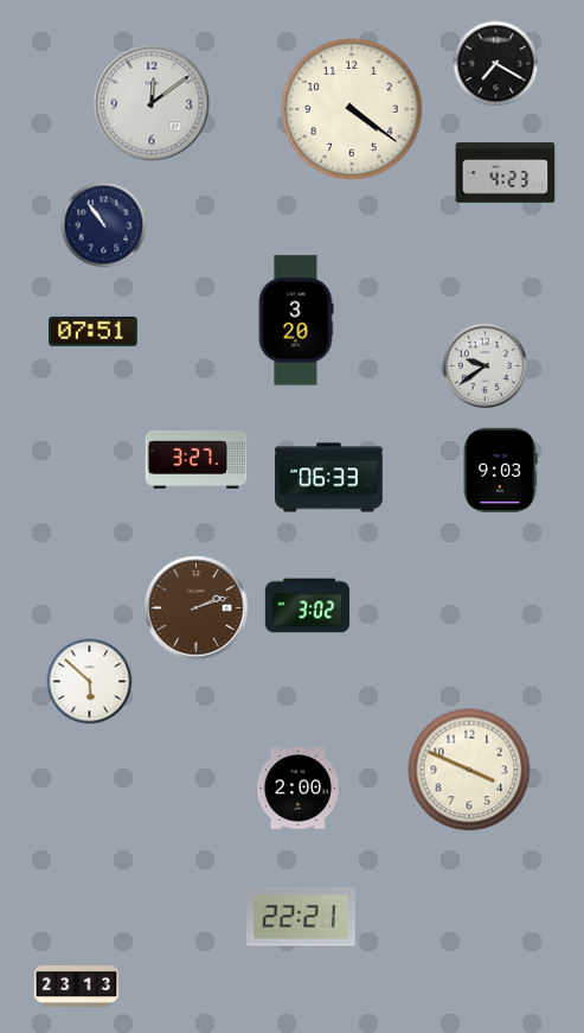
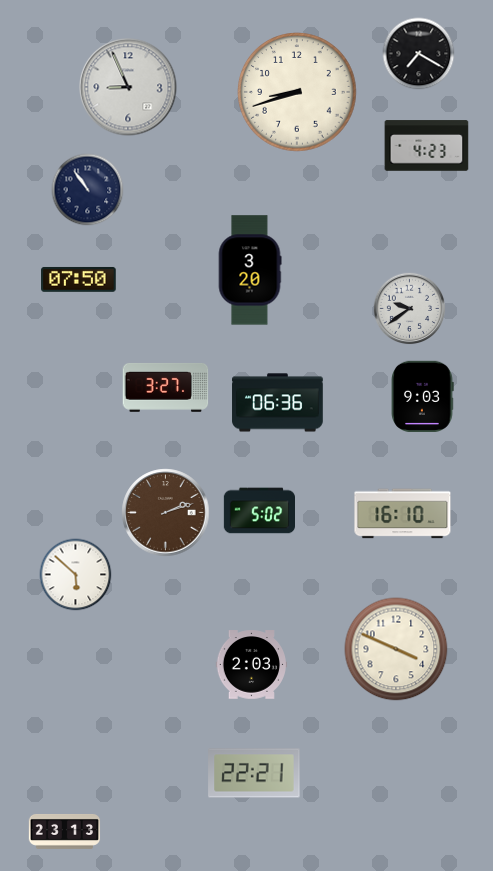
clock at (152, 103): 12:09 -> 8:56
clock at (352, 109): 4:21 -> 8:42
clock at (94, 331): 07:51 -> 07:50
clock at (329, 478): 06:33 -> 06:36
clock at (308, 606): 3:02 -> 5:02
clock at (403, 514): none -> 16:10
clock at (297, 789): 2:00 -> 2:03
